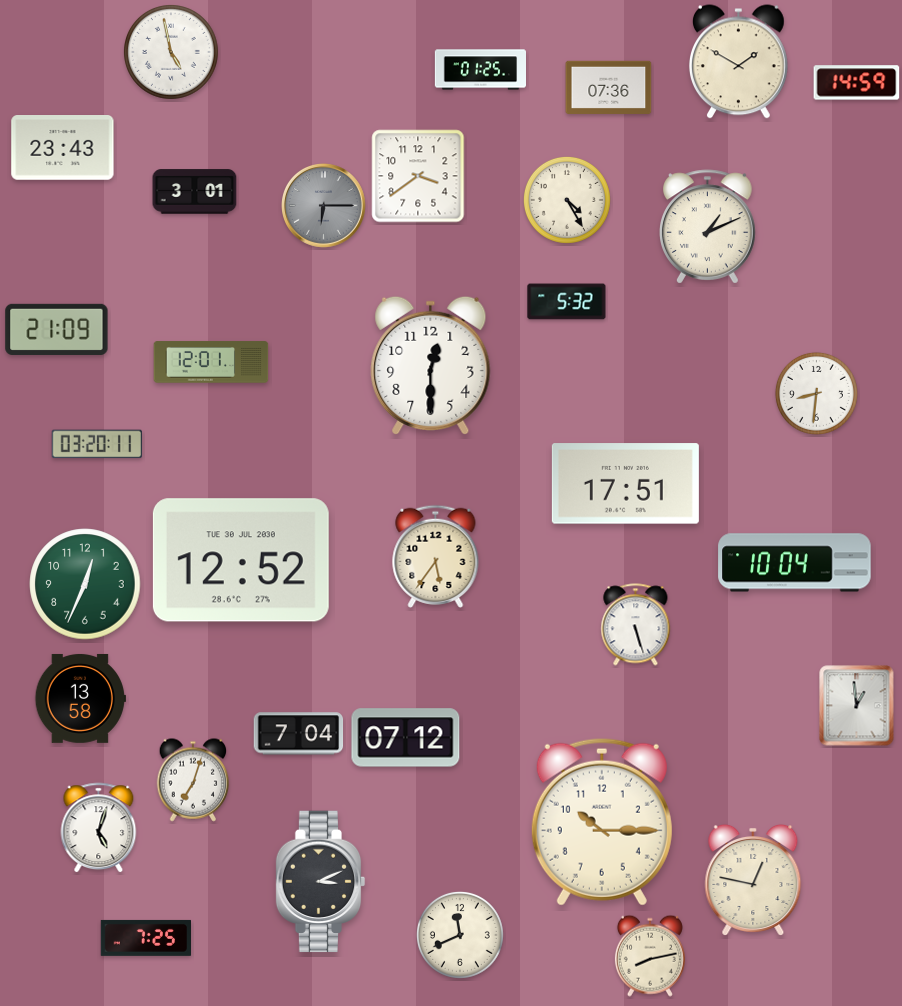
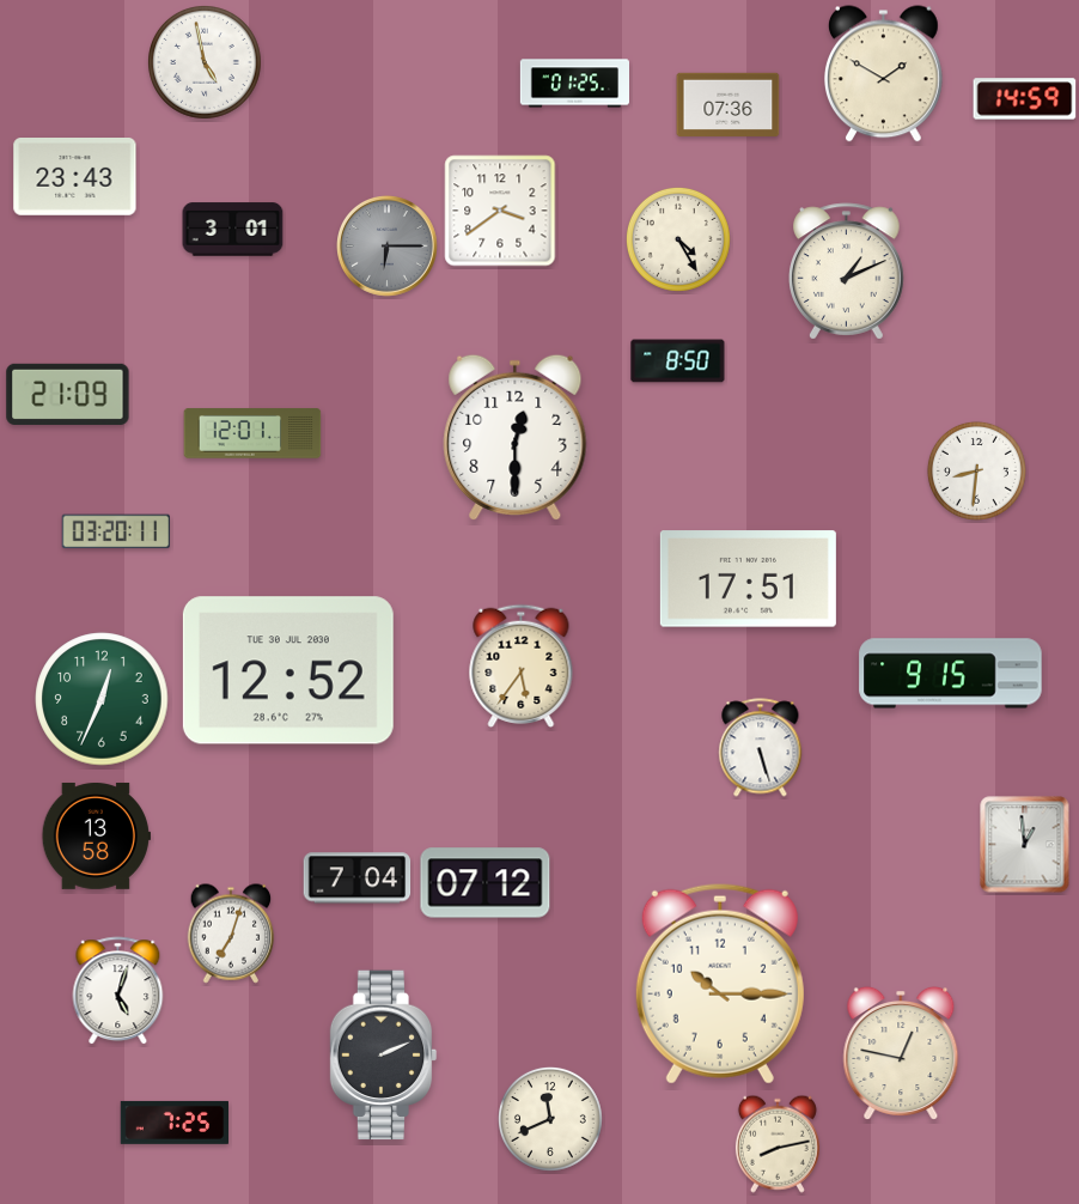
clock at (567, 302): 5:32 -> 8:50
clock at (795, 563): 10:04 -> 9:15
clock at (321, 882): 3:11 -> 2:11
